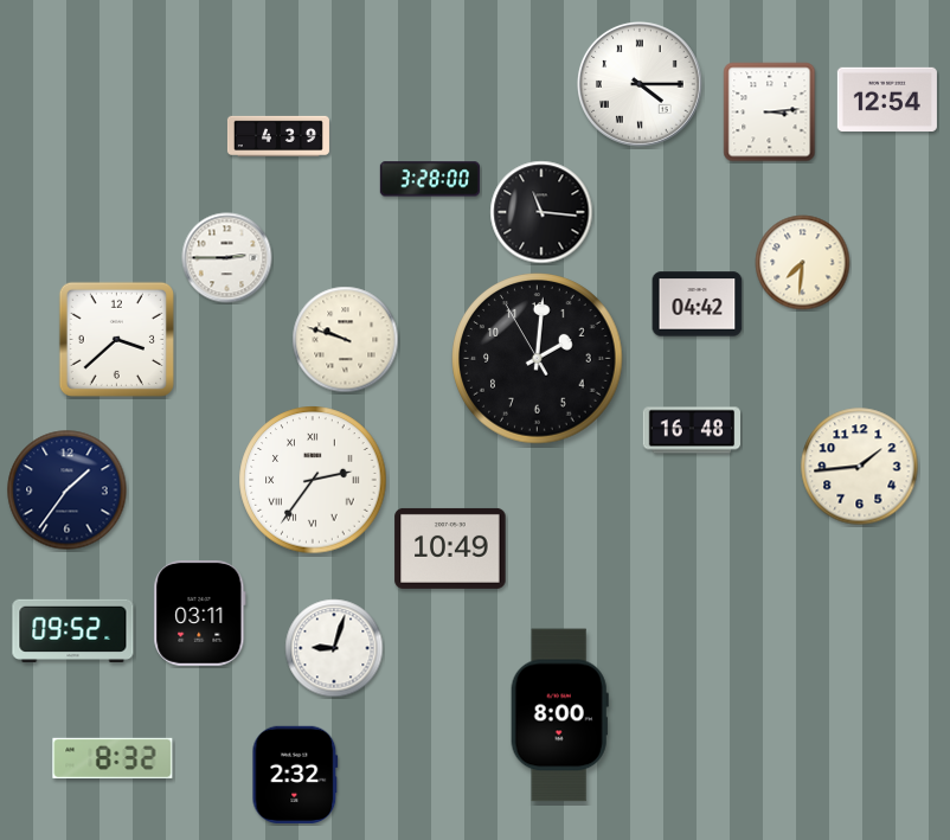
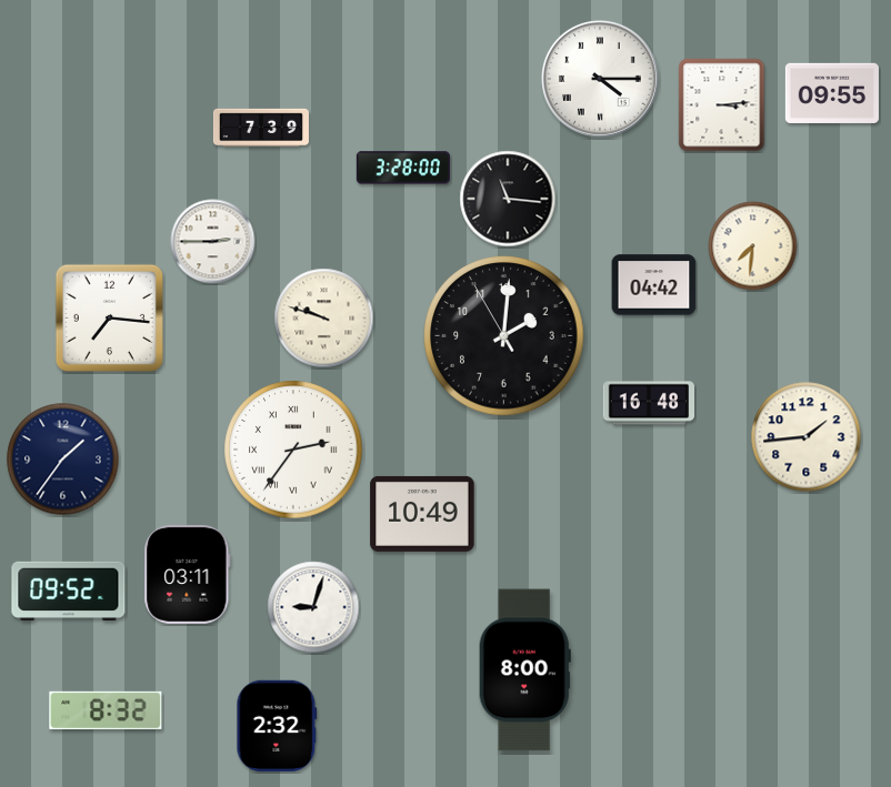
clock at (887, 100): 12:54 -> 09:55
clock at (278, 136): 4:39 -> 7:39
clock at (116, 339): 3:38 -> 7:16
